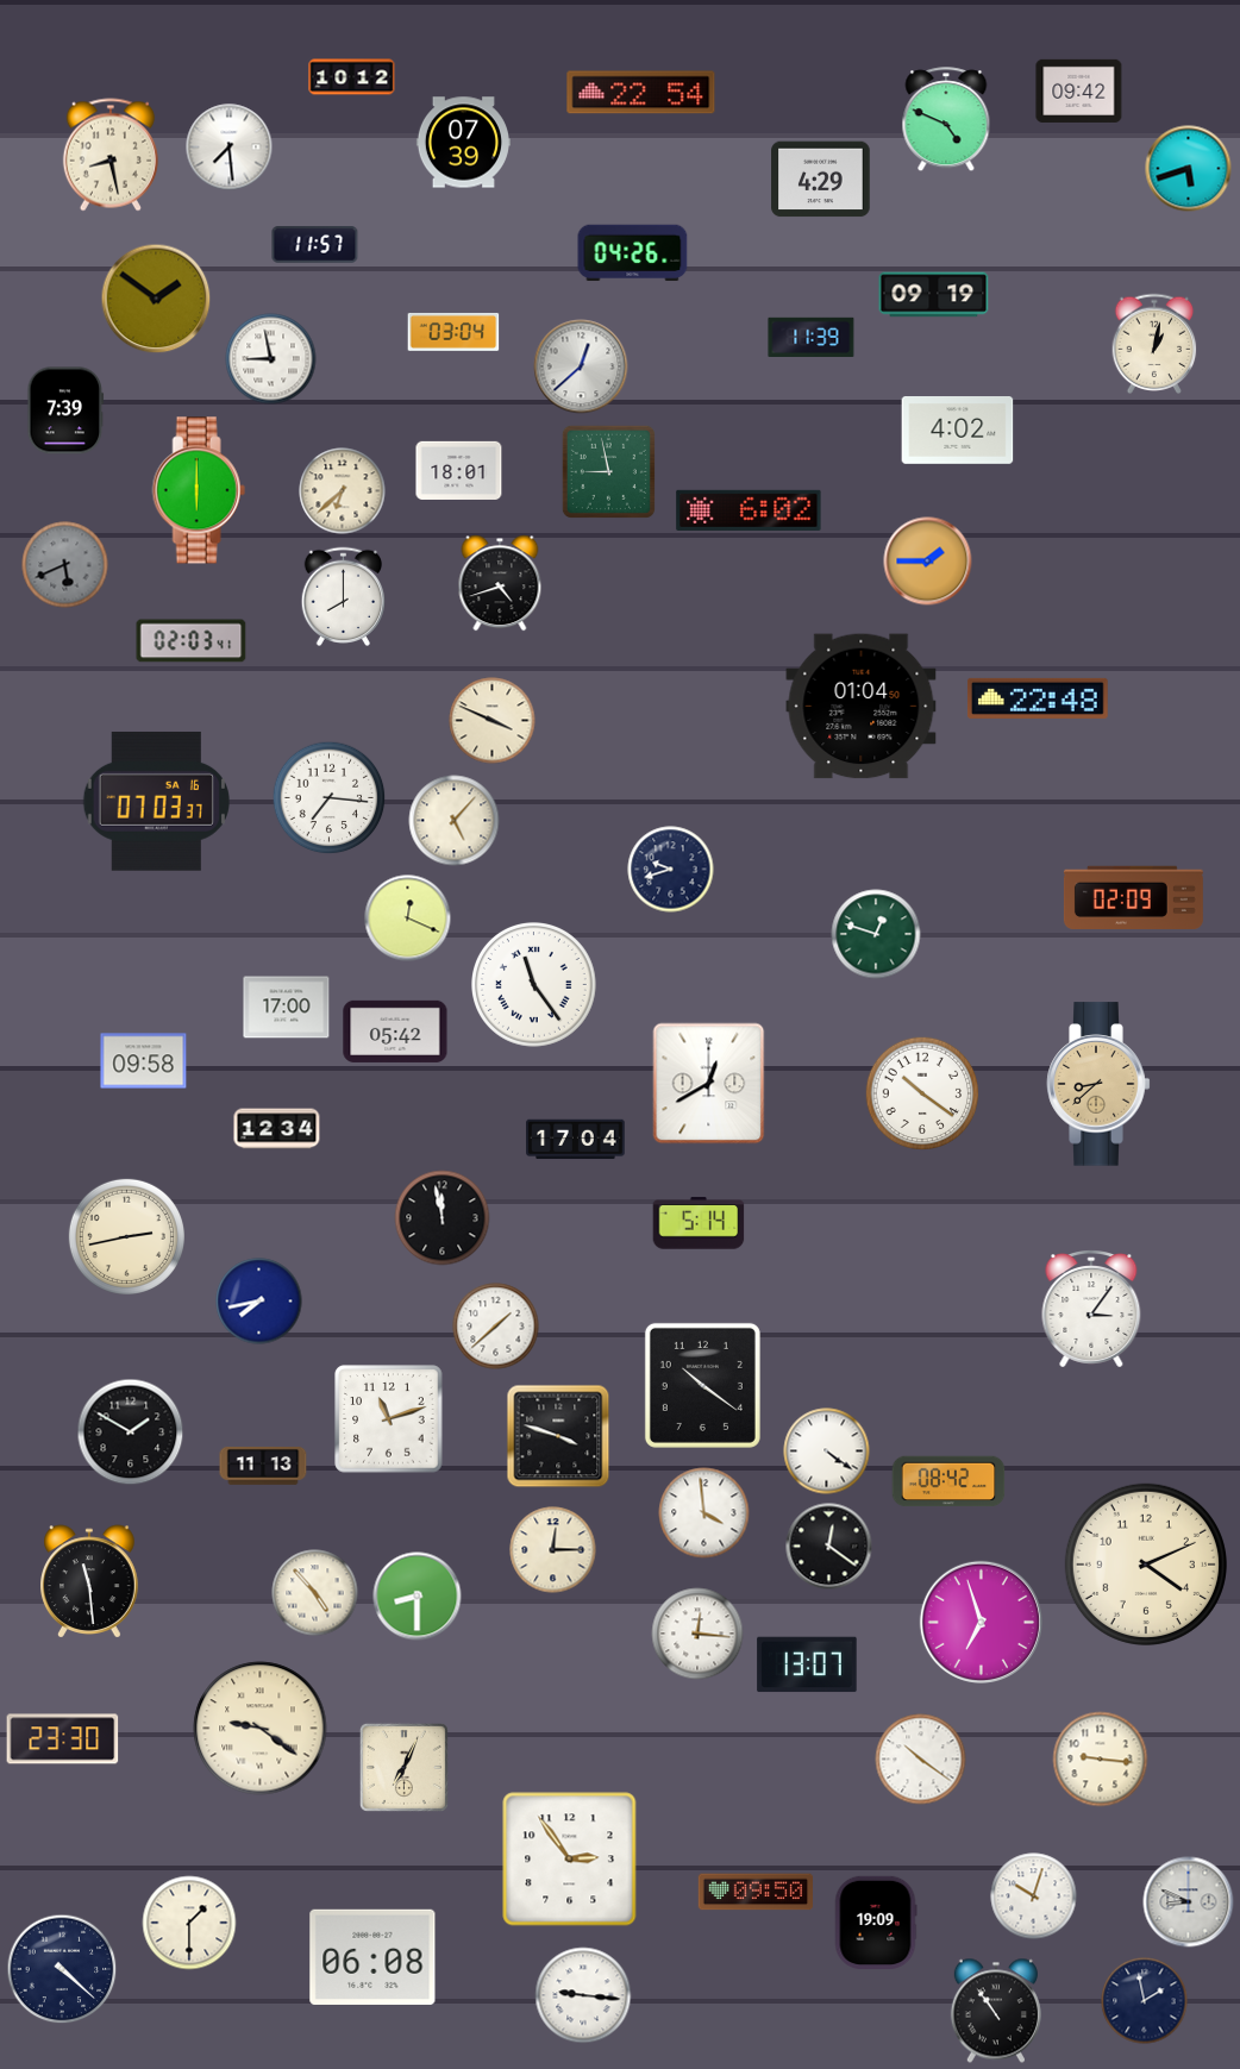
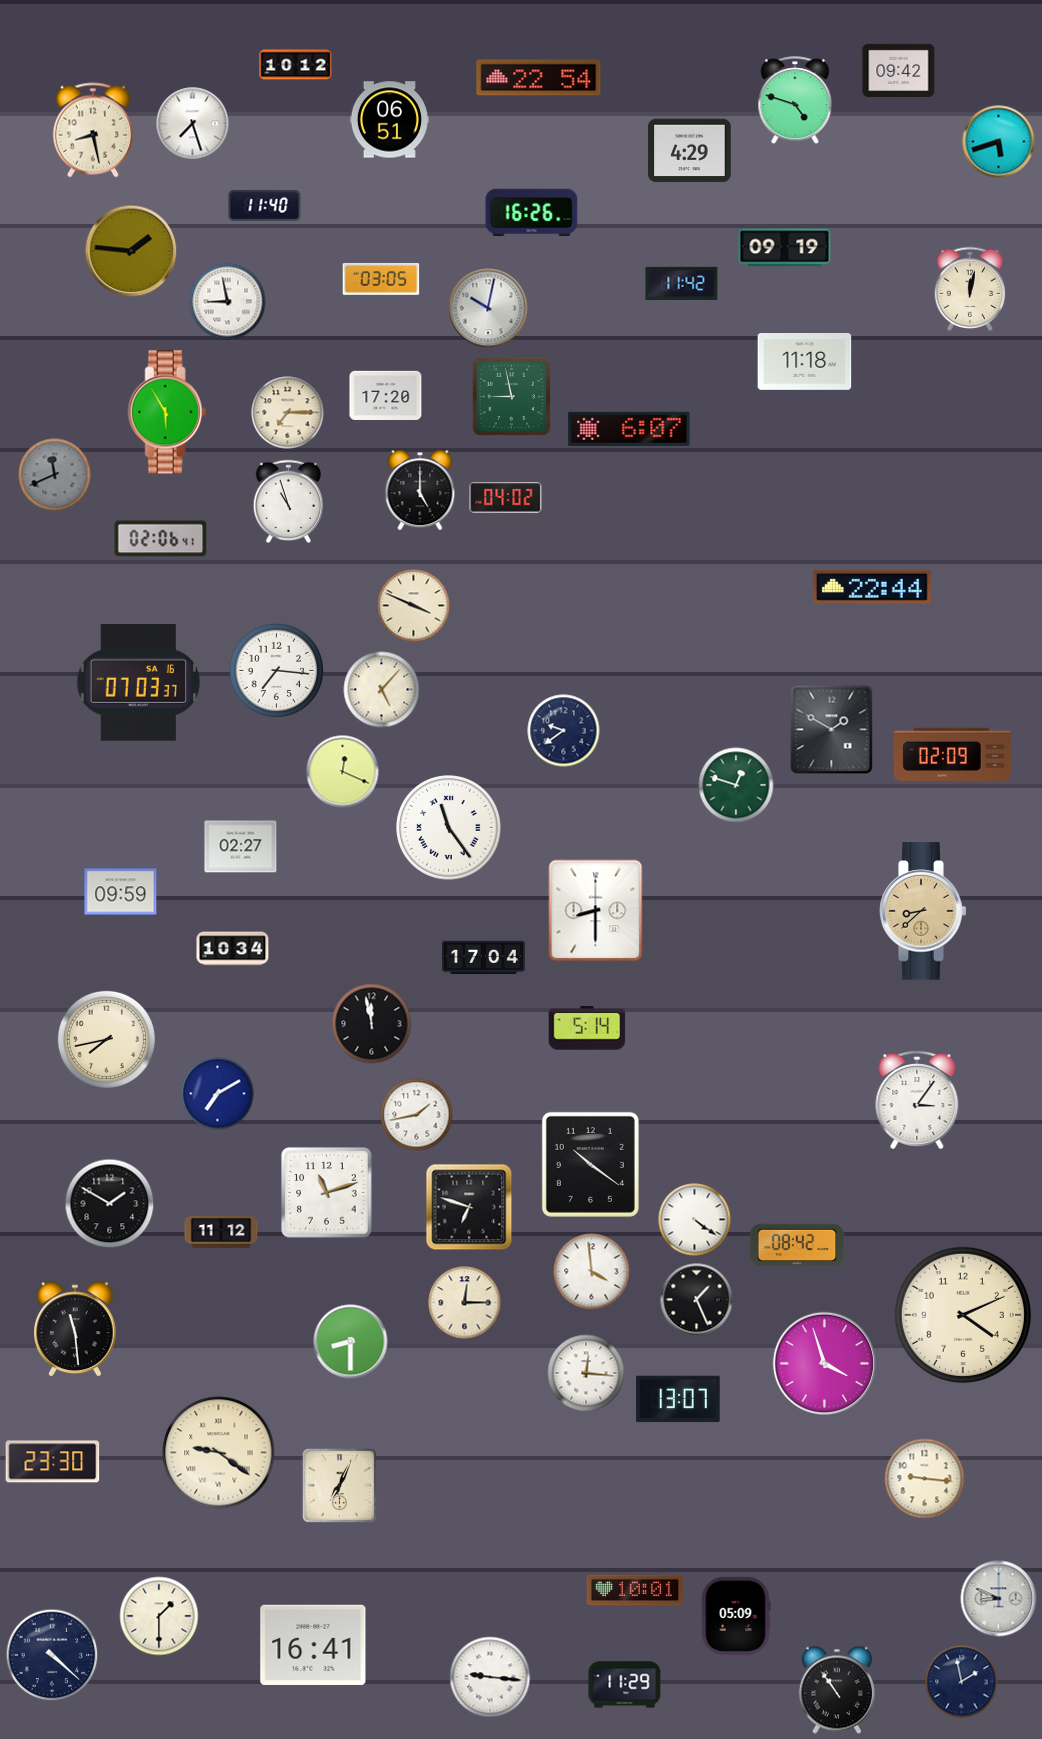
clock at (1079, 90) position: (1079, 90) -> (899, 70)
clock at (946, 120): 4:49 -> 4:48
clock at (463, 143): 07:39 -> 06:51
clock at (230, 148): 7:29 -> 7:27
clock at (315, 245): 11:57 -> 11:40
clock at (633, 253): 04:26 -> 16:26
clock at (156, 299): 1:51 -> 1:46
clock at (453, 332): 03:04 -> 03:05
clock at (812, 337): 11:39 -> 11:42
clock at (1154, 344): 1:02 -> 12:02
clock at (581, 366): 12:38 -> 10:02
clock at (65, 410): 7:39 -> none
clock at (958, 431): 4:02 -> 11:18
clock at (459, 470): 18:01 -> 17:20
clock at (199, 490): 6:00 -> 5:55
clock at (343, 491): 6:38 -> 7:15
clock at (749, 510): 6:02 -> 6:07
clock at (928, 562): 1:45 -> none
clock at (65, 565): 5:41 -> 11:41
clock at (500, 583): 4:42 -> 5:00
clock at (506, 498): none -> 04:02
clock at (344, 596): 8:00 -> 10:57
clock at (192, 641): 02:03 -> 02:06
clock at (1038, 698): 22:48 -> 22:44
clock at (862, 707): 01:04 -> none
clock at (156, 801) position: (156, 801) -> (138, 682)
clock at (832, 730): none -> 1:50
clock at (671, 870): 9:42 -> 9:39
clock at (287, 1008): 17:00 -> 02:27
clock at (395, 1032): 05:42 -> none
clock at (144, 1061): 09:58 -> 09:59
clock at (709, 1084): 12:40 -> 8:30
clock at (922, 1093): 10:21 -> none
clock at (277, 1129): 12:34 -> 10:34
clock at (126, 1236): 2:43 -> 7:43
clock at (259, 1302): 7:43 -> 7:10
clock at (496, 1327): 1:38 -> 1:43
clock at (558, 1436): 3:48 -> 6:48
clock at (263, 1466): 11:13 -> 11:12
clock at (829, 1547): 12:21 -> 1:26
clock at (315, 1593): 4:53 -> none
clock at (981, 1622): 6:57 -> 3:57
clock at (921, 1760): 10:21 -> none
clock at (570, 1860): 2:54 -> none
clock at (754, 1892): 09:50 -> 10:01
clock at (1034, 1896): 10:03 -> none
clock at (876, 1923): 19:09 -> 05:09
clock at (372, 1957): 06:08 -> 16:41
clock at (625, 1685): none -> 11:29
